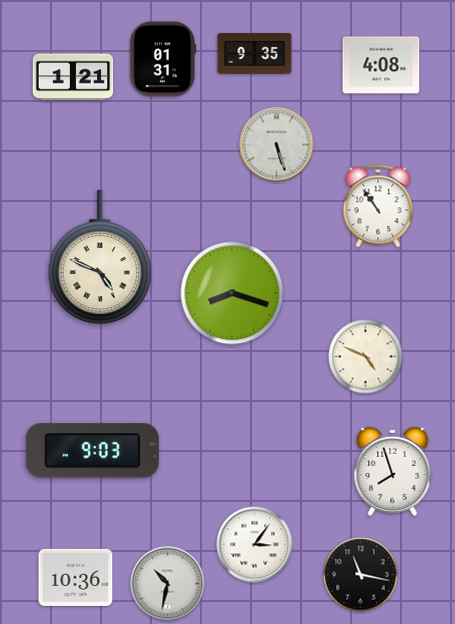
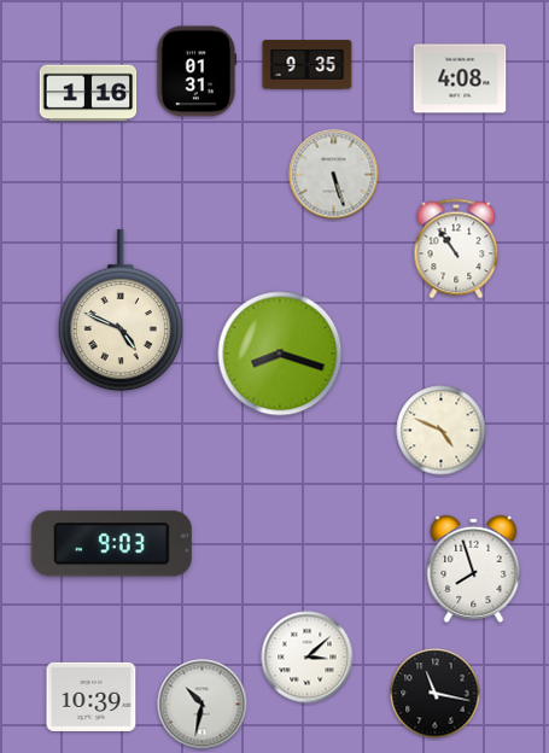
clock at (73, 77): 1:21 -> 1:16
clock at (255, 545): 3:06 -> 3:08
clock at (76, 577): 10:36 -> 10:39
